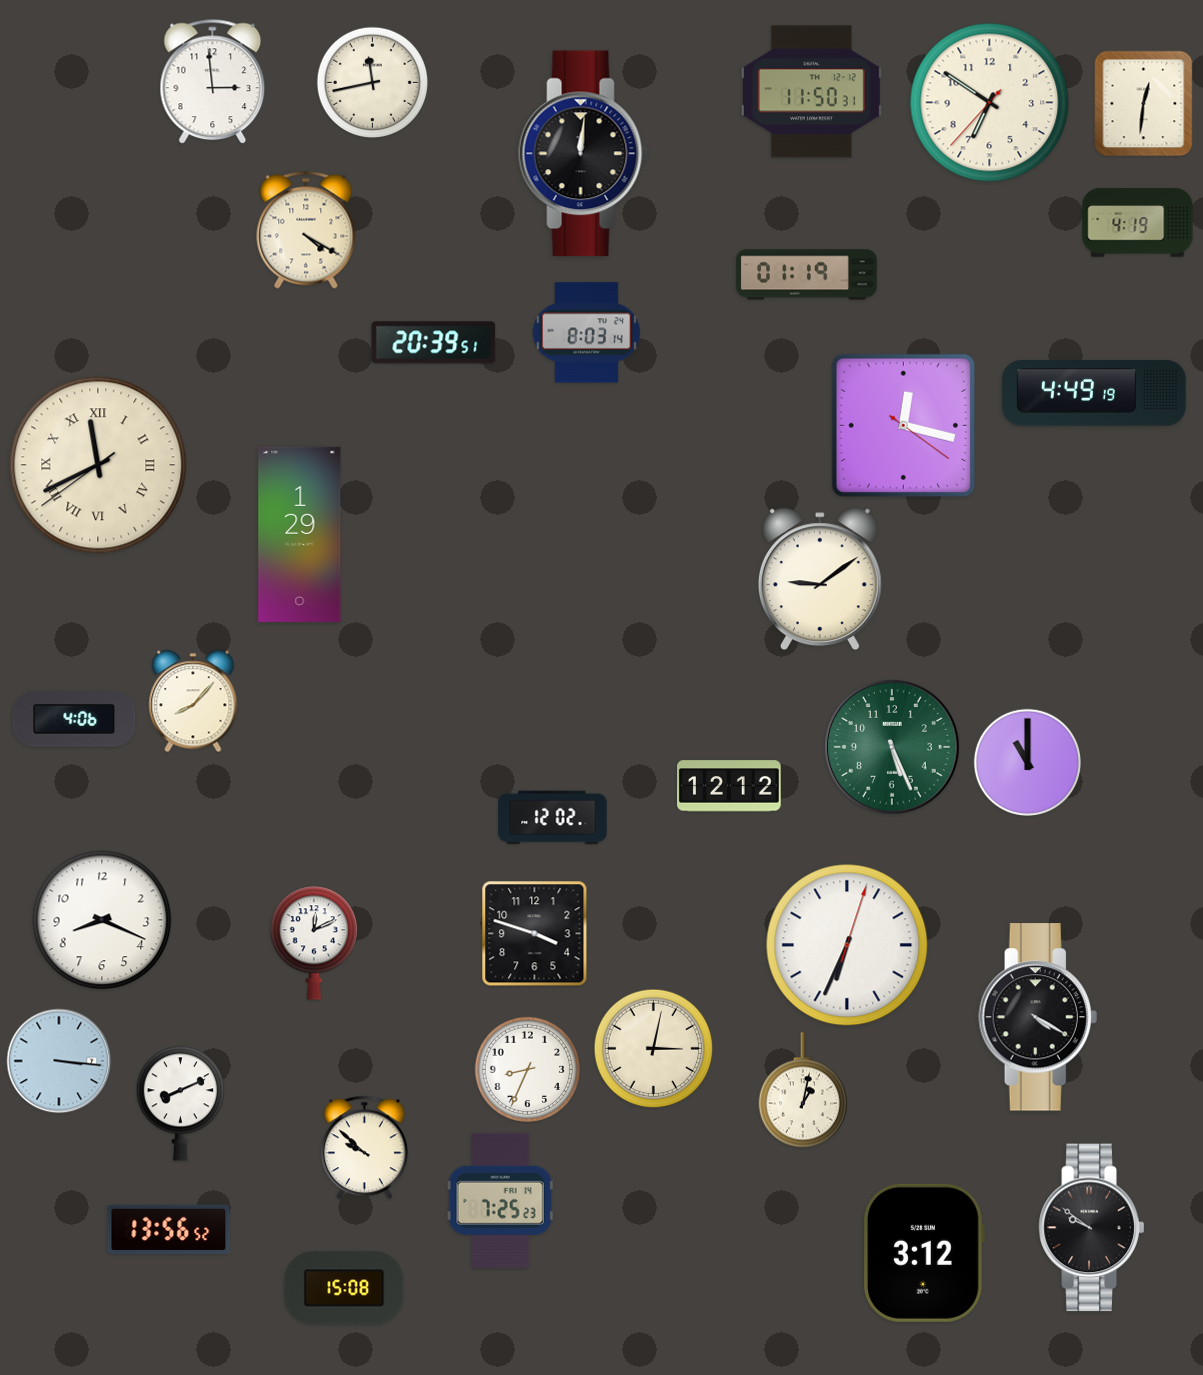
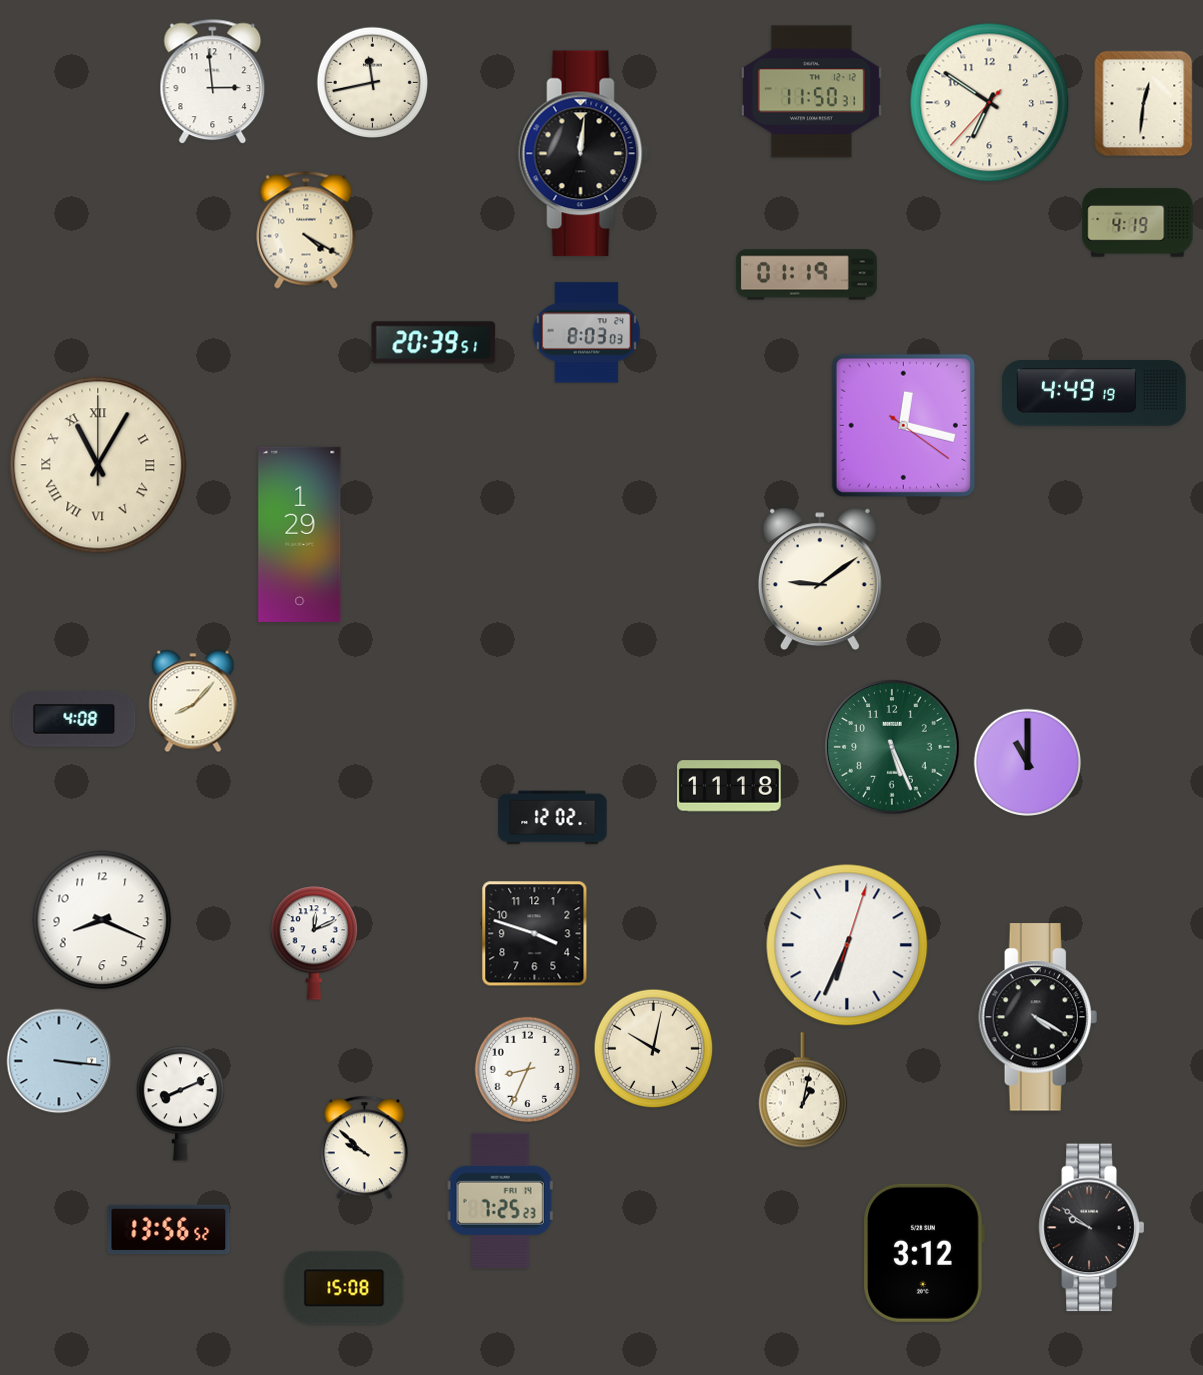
clock at (586, 333): 8:03:14 -> 8:03:03
clock at (98, 465): 11:40 -> 11:05
clock at (74, 719): 4:06 -> 4:08
clock at (730, 786): 12:12 -> 11:18
clock at (654, 1049): 3:02 -> 10:02
